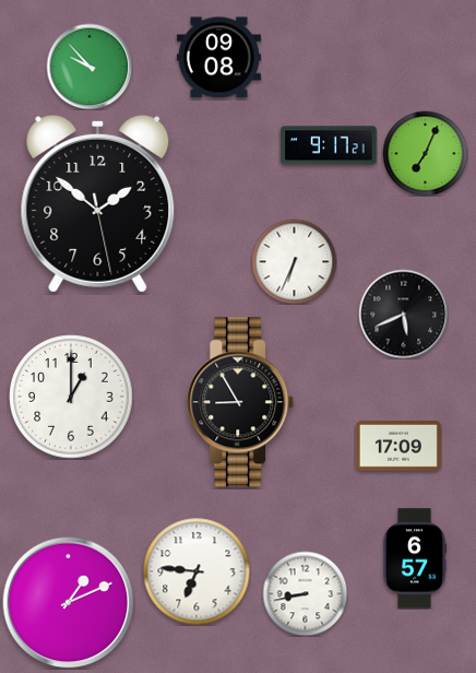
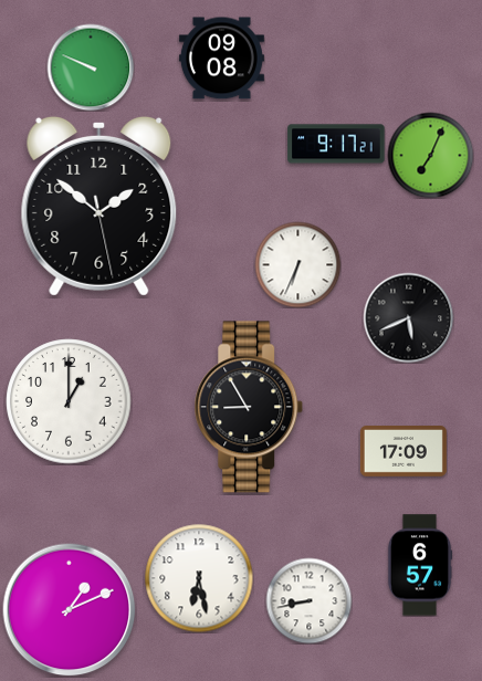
clock at (90, 67): 9:53 -> 9:49
clock at (329, 145) position: (329, 145) -> (336, 144)
clock at (71, 397) position: (71, 397) -> (69, 401)
clock at (240, 402) position: (240, 402) -> (249, 407)
clock at (197, 571): 6:46 -> 6:28
